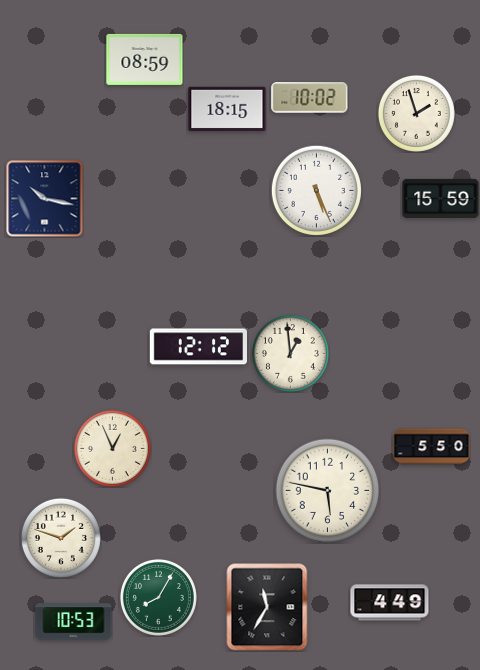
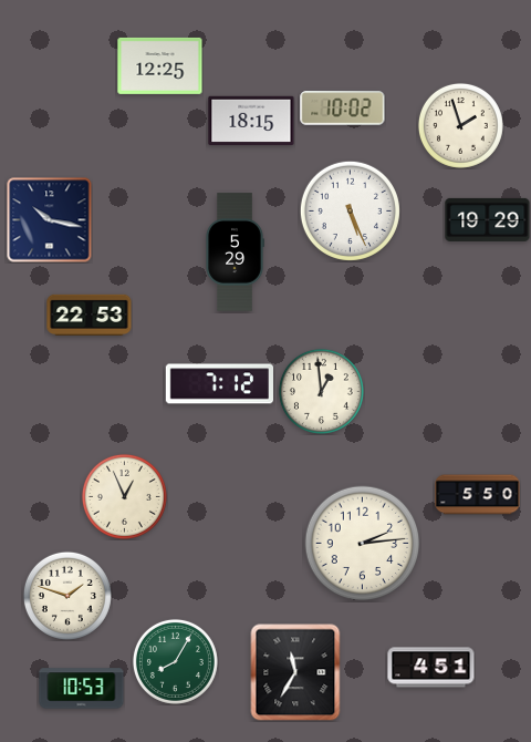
clock at (145, 59): 08:59 -> 12:25
clock at (441, 198): 15:59 -> 19:29
clock at (235, 253): none -> 5:29
clock at (90, 315): none -> 22:53
clock at (198, 347): 12:12 -> 7:12
clock at (328, 491): 5:47 -> 2:14
clock at (390, 603): 4:49 -> 4:51
